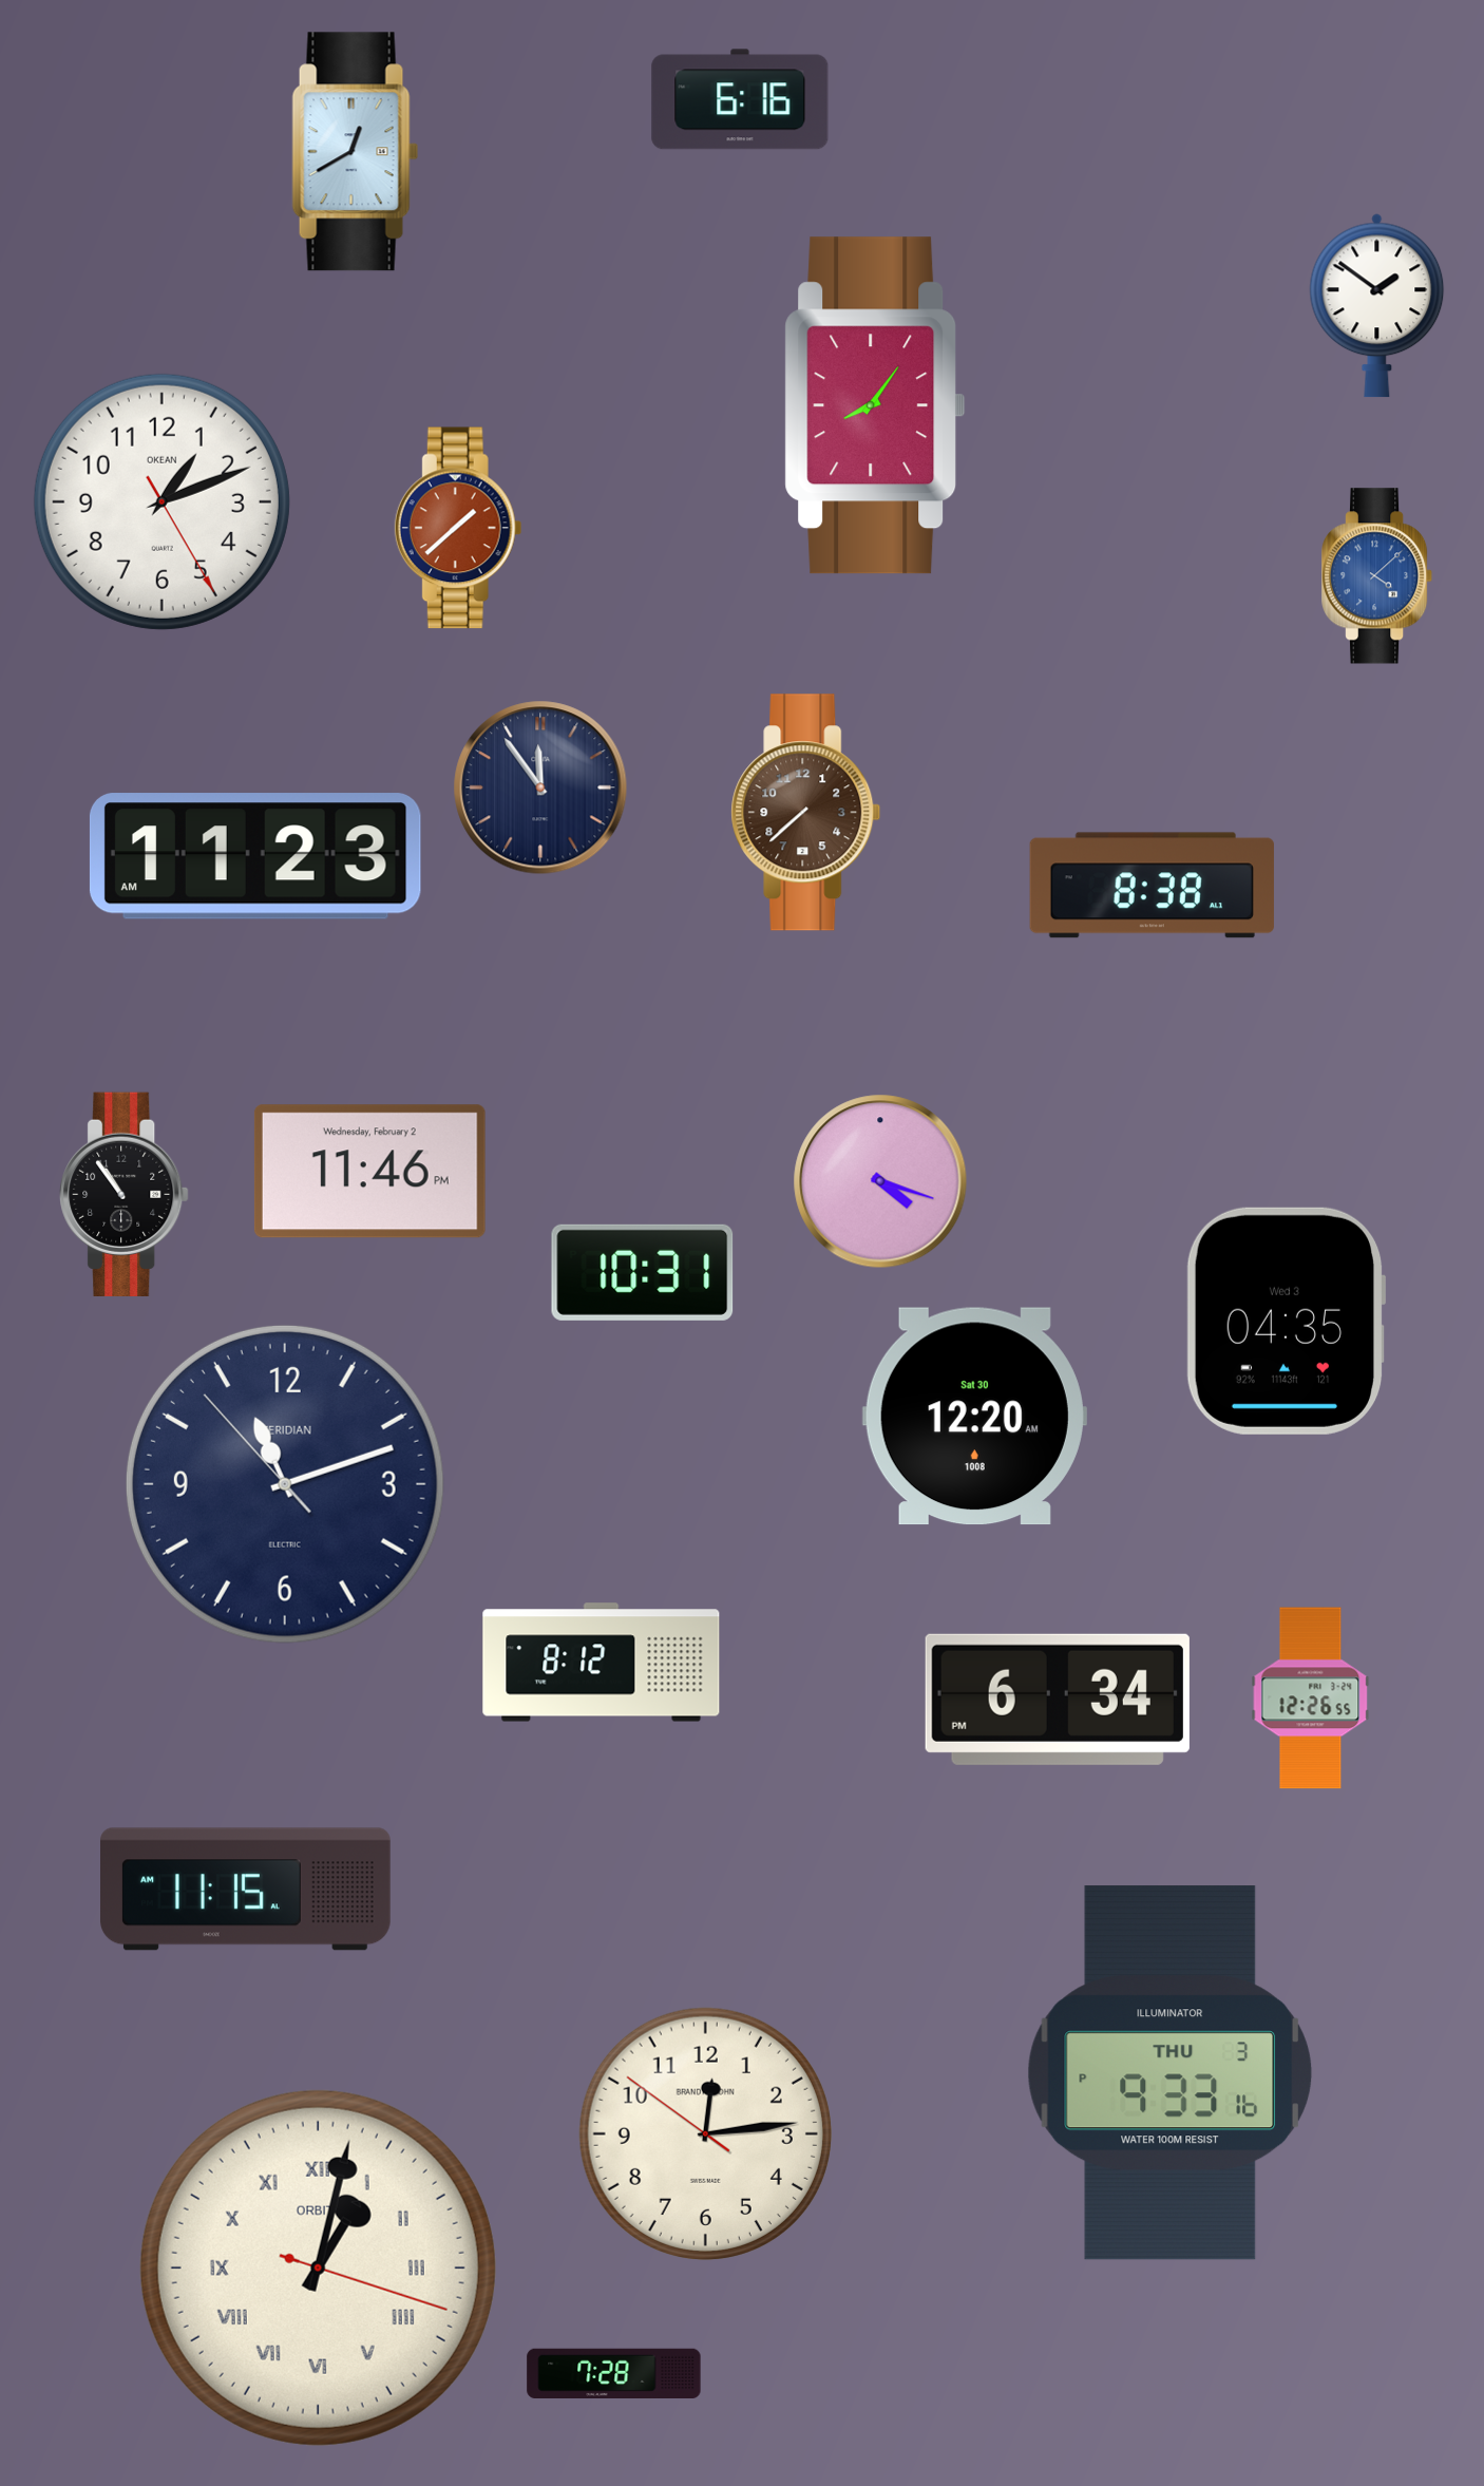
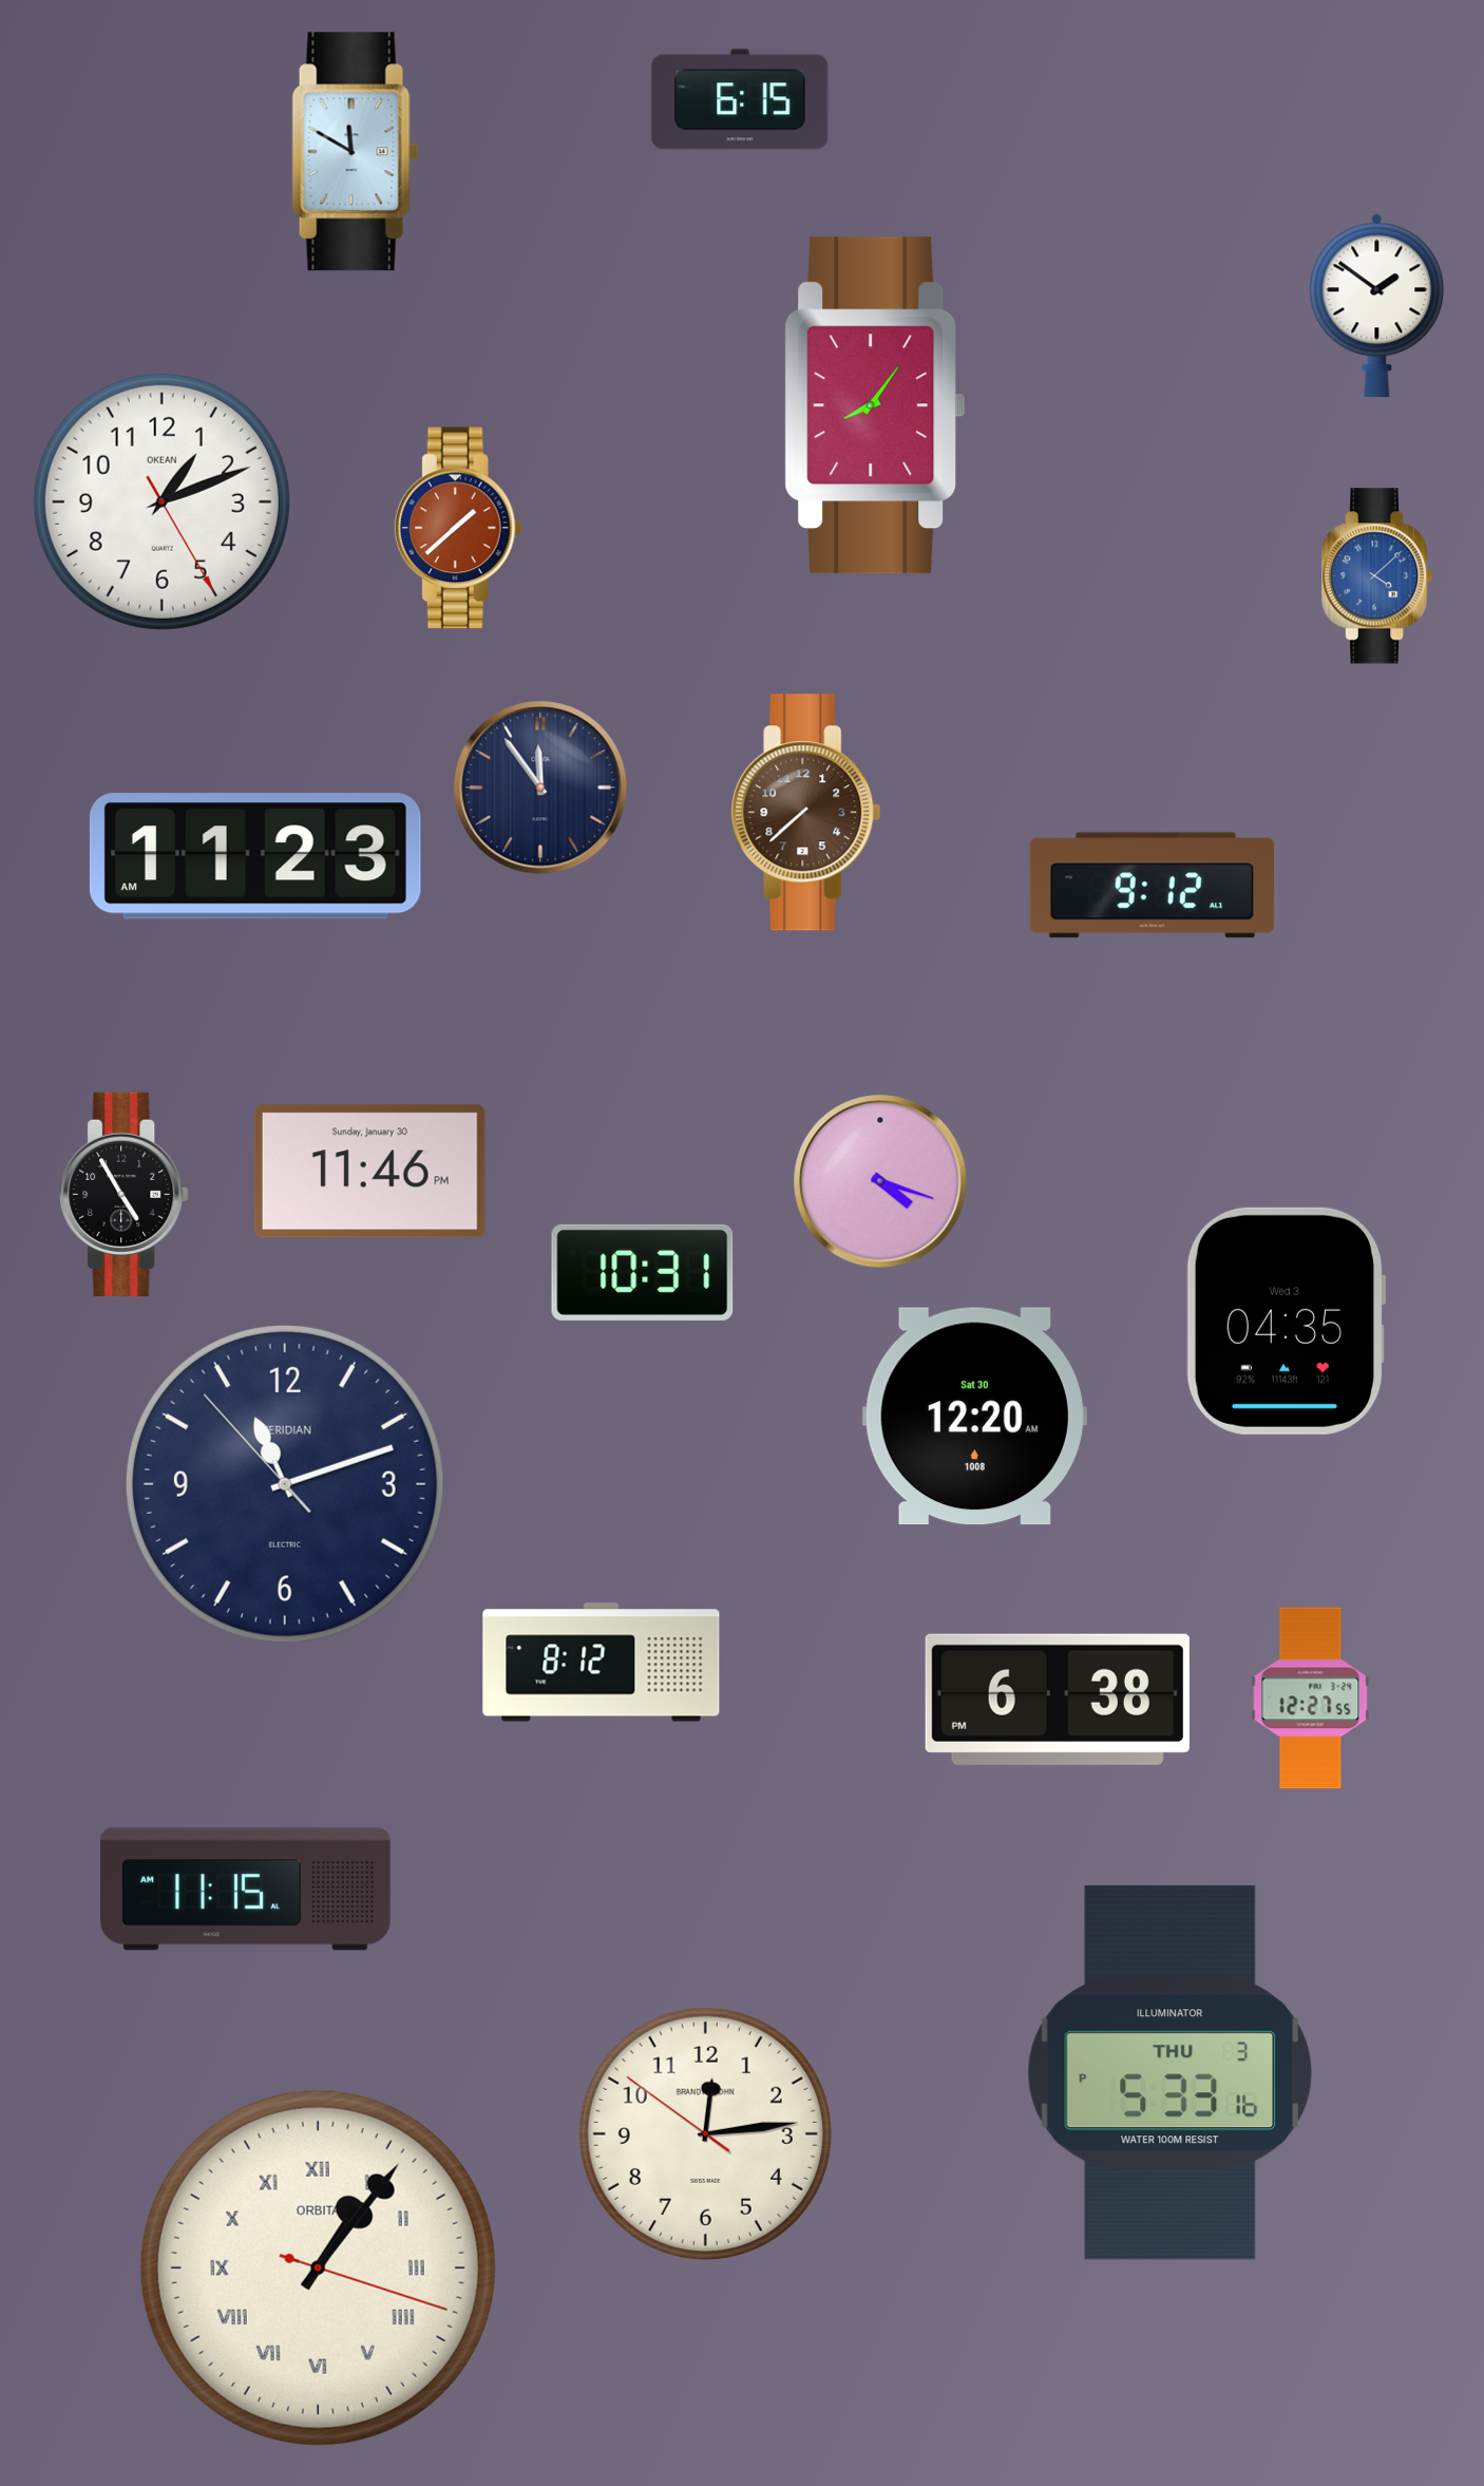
clock at (740, 99): 6:16 -> 6:15
clock at (356, 152): 12:40 -> 11:50
clock at (1152, 886): 8:38 -> 9:12
clock at (369, 1172) date: Wednesday, February 2 -> Sunday, January 30
clock at (125, 1194): 10:54 -> 4:55
clock at (1311, 1699): 12:26 -> 12:27
clock at (1058, 1700): 6:34 -> 6:38
clock at (1169, 2073): 9:33 -> 5:33
clock at (318, 2267): 1:02 -> 1:06
clock at (614, 2373): 7:28 -> none
